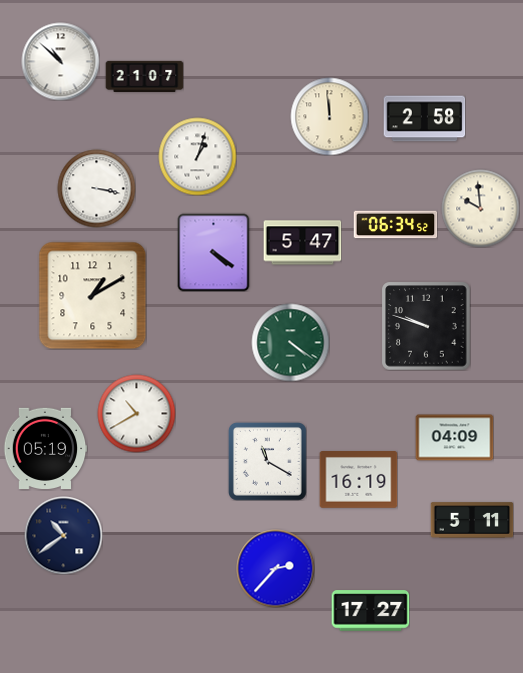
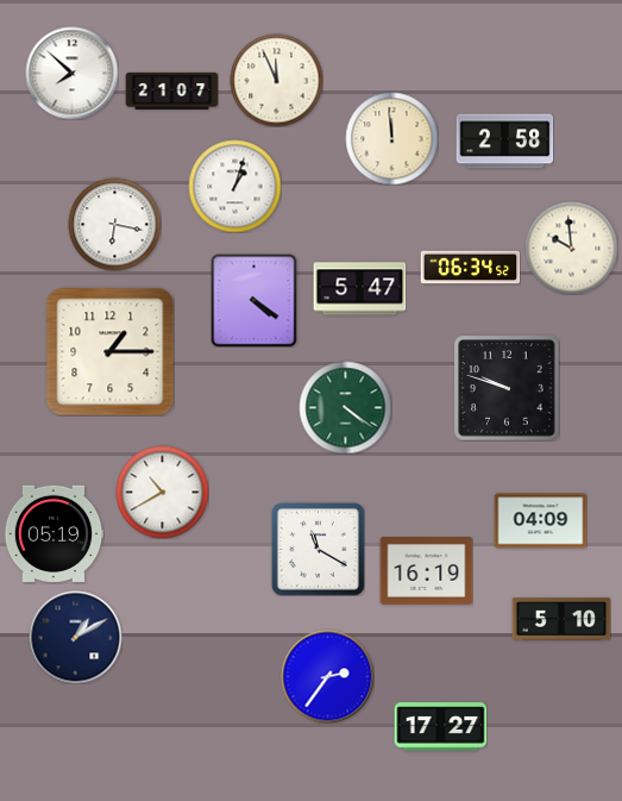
clock at (60, 61): 10:52 -> 7:52
clock at (276, 80): none -> 11:56
clock at (96, 188): 3:17 -> 6:17
clock at (92, 295): 1:10 -> 1:15
clock at (472, 520): 5:11 -> 5:10
clock at (63, 535): 10:39 -> 1:10
clock at (275, 568): 2:37 -> 2:36
